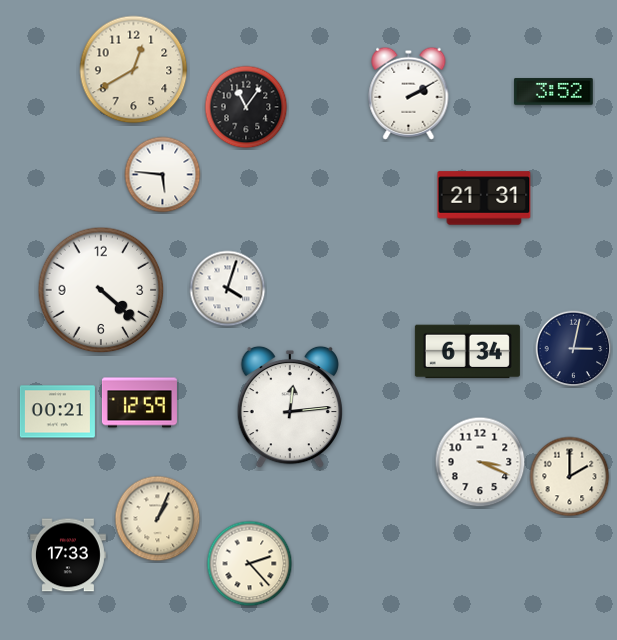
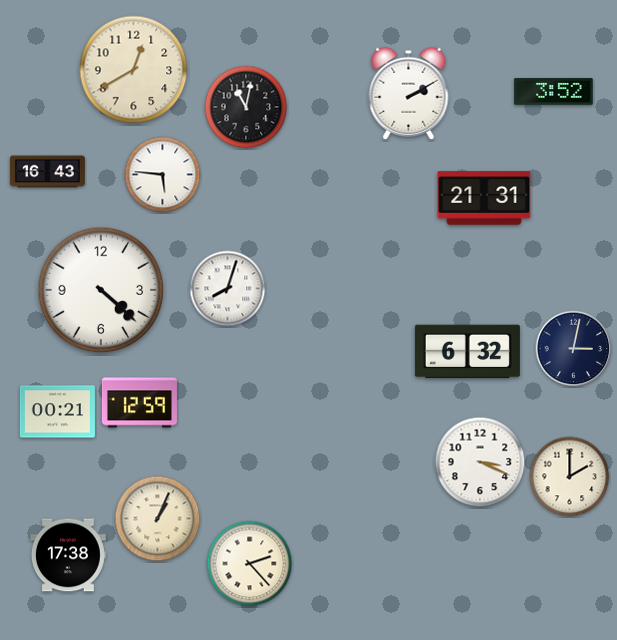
clock at (246, 107): 11:06 -> 11:02
clock at (47, 172): none -> 16:43
clock at (228, 289): 4:03 -> 8:03
clock at (467, 352): 6:34 -> 6:32
clock at (290, 407): 12:14 -> none
clock at (68, 555): 17:33 -> 17:38
